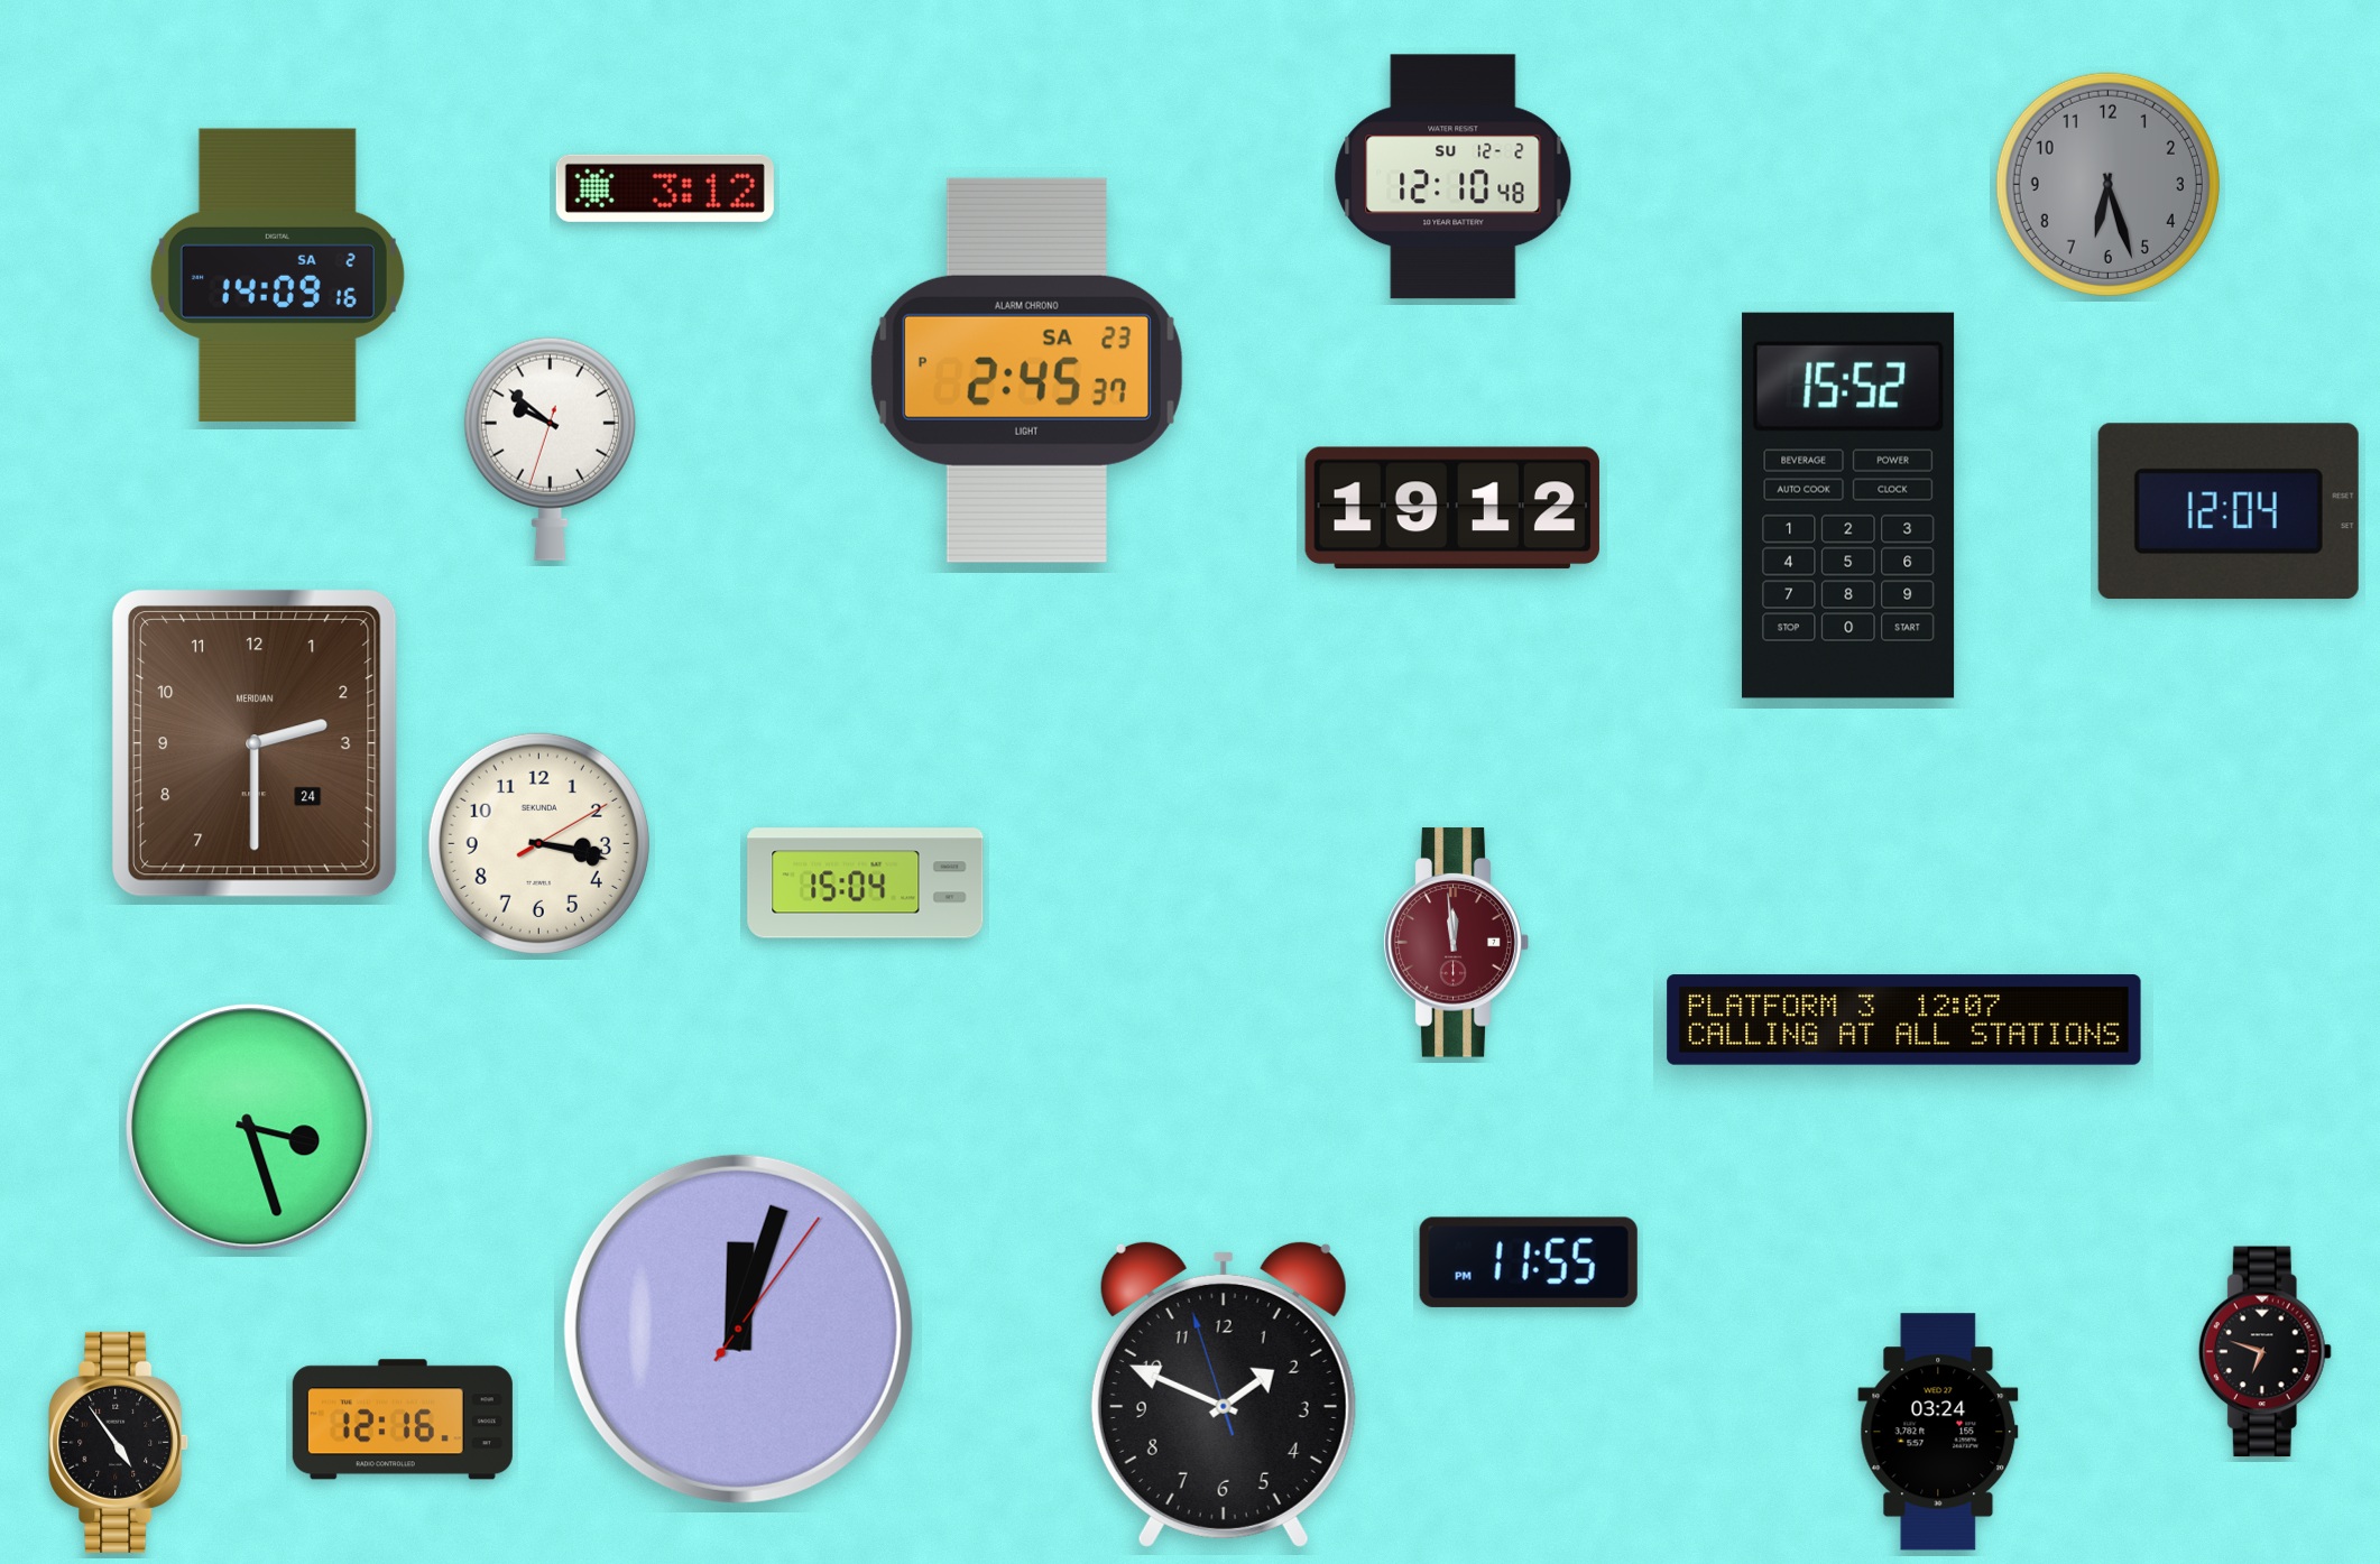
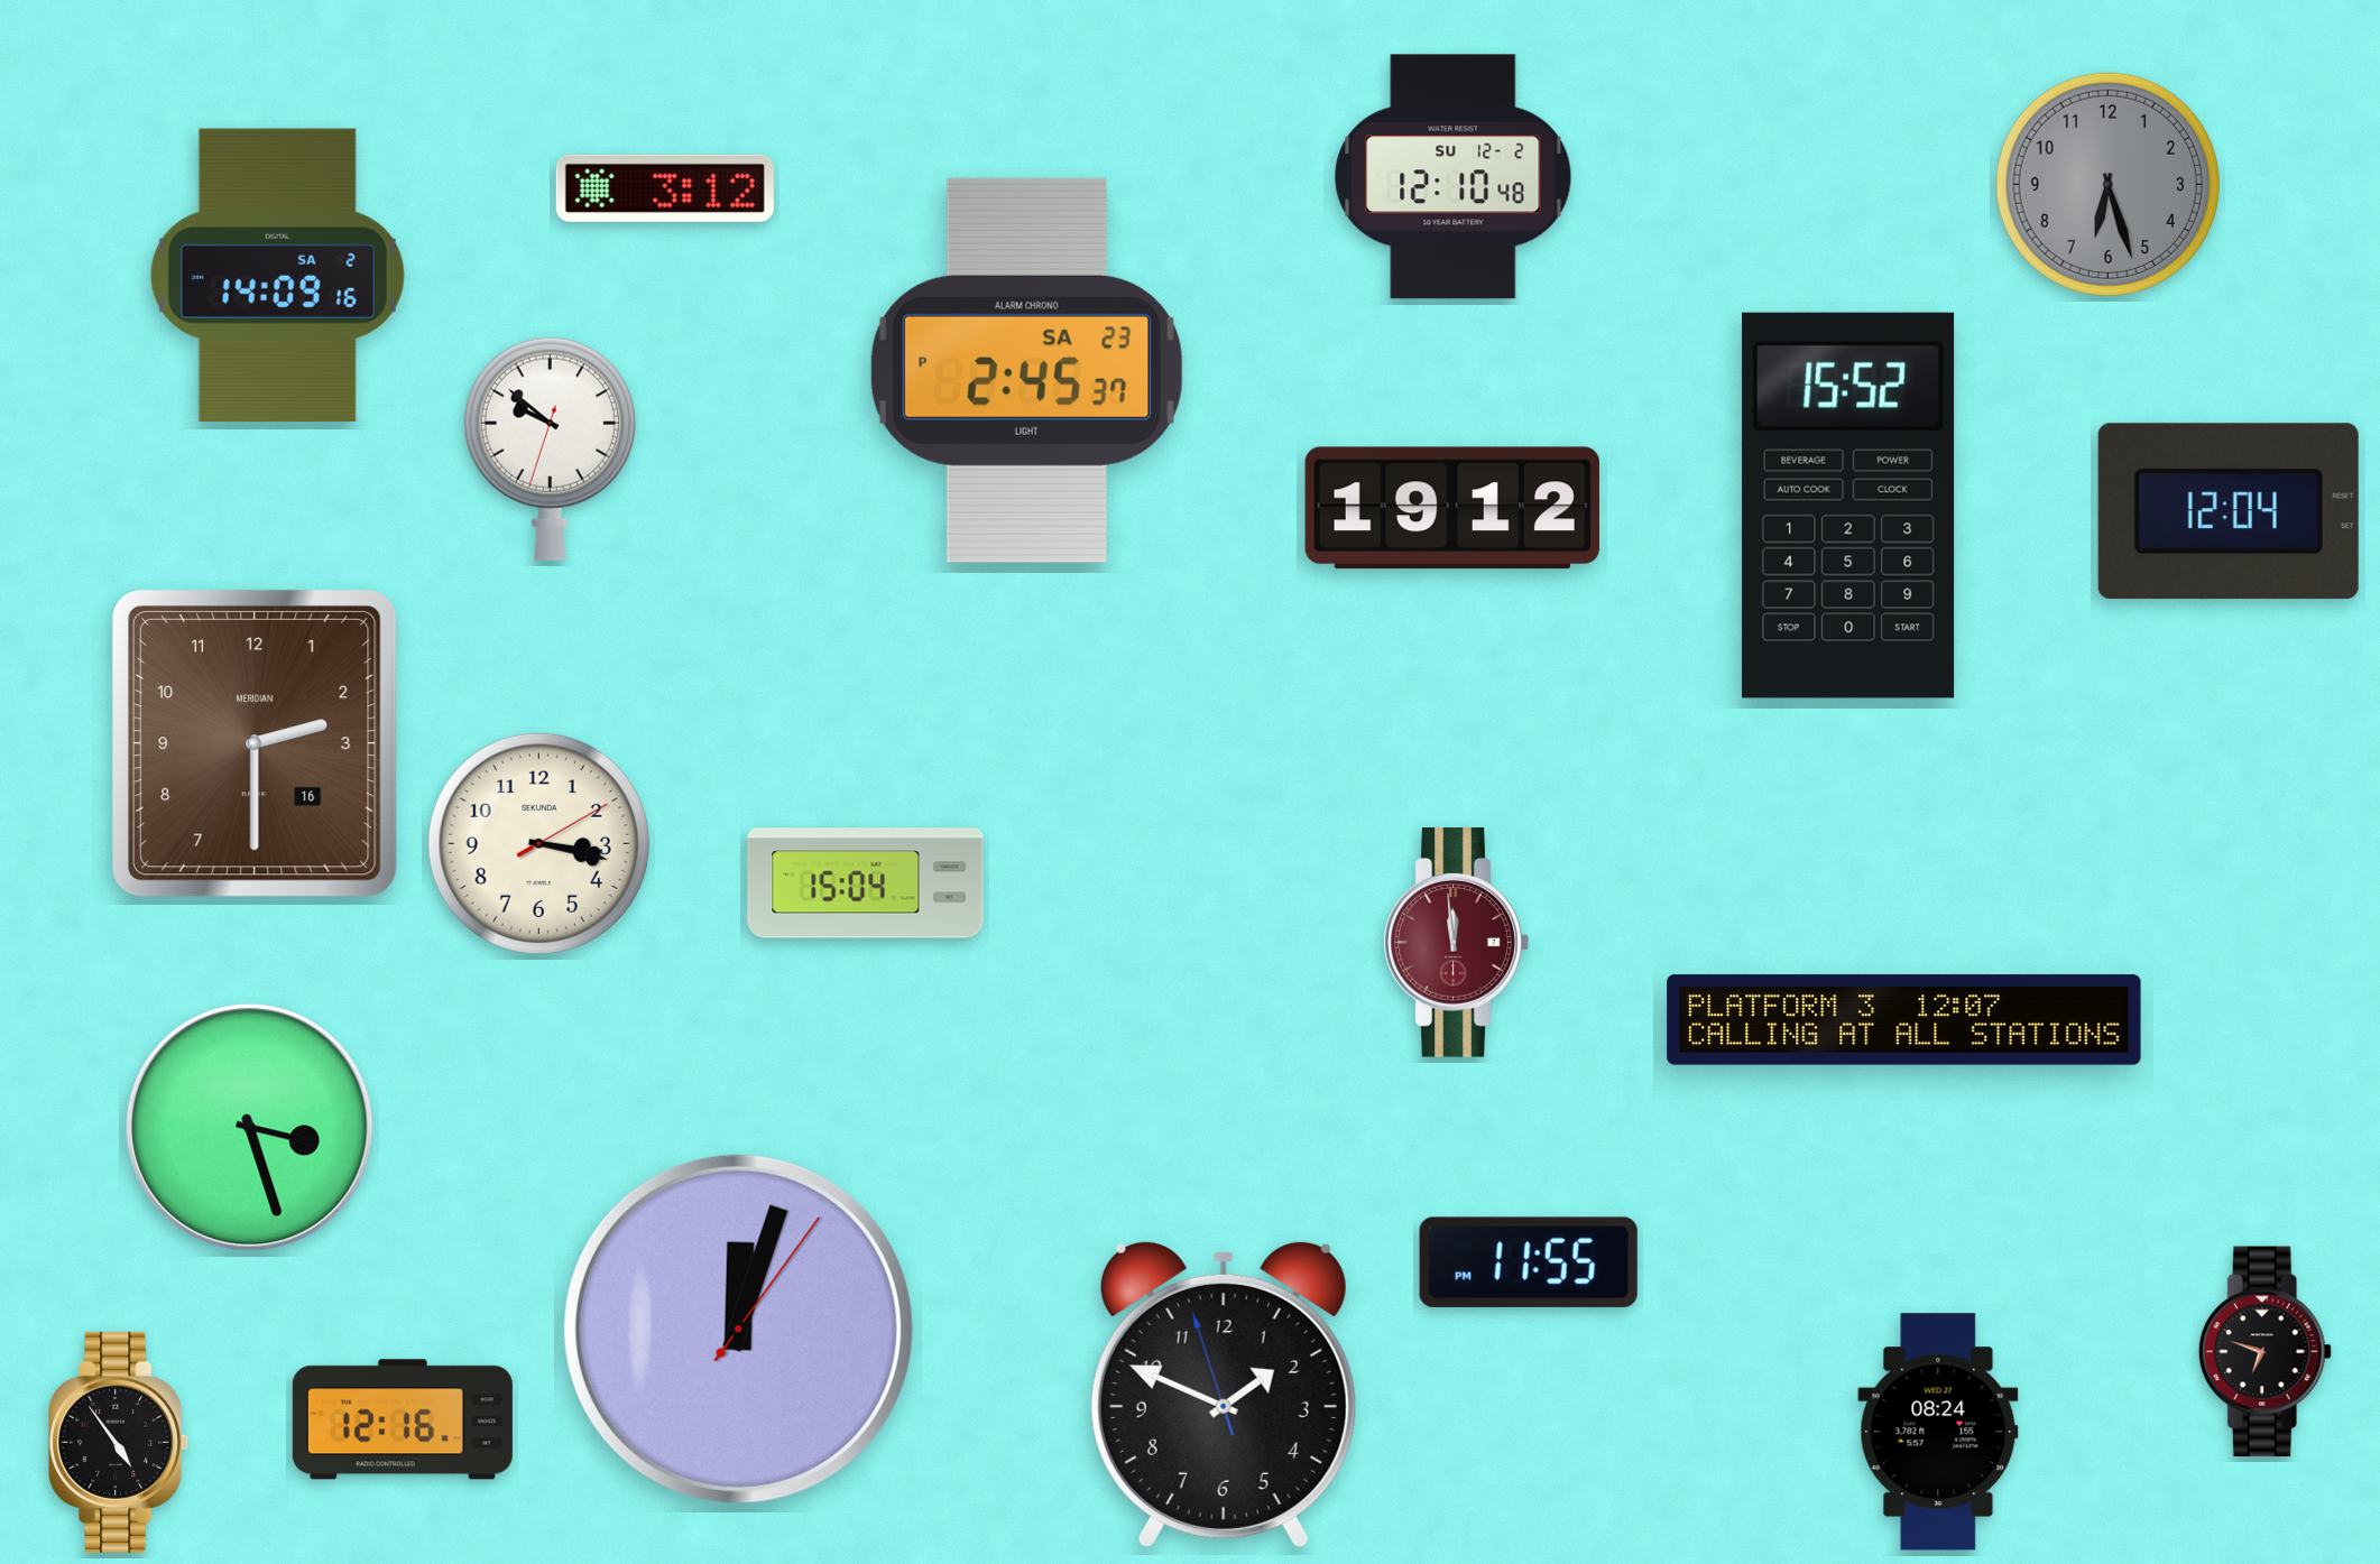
clock at (256, 743) date: 24 -> 16
clock at (1938, 1432): 03:24 -> 08:24
